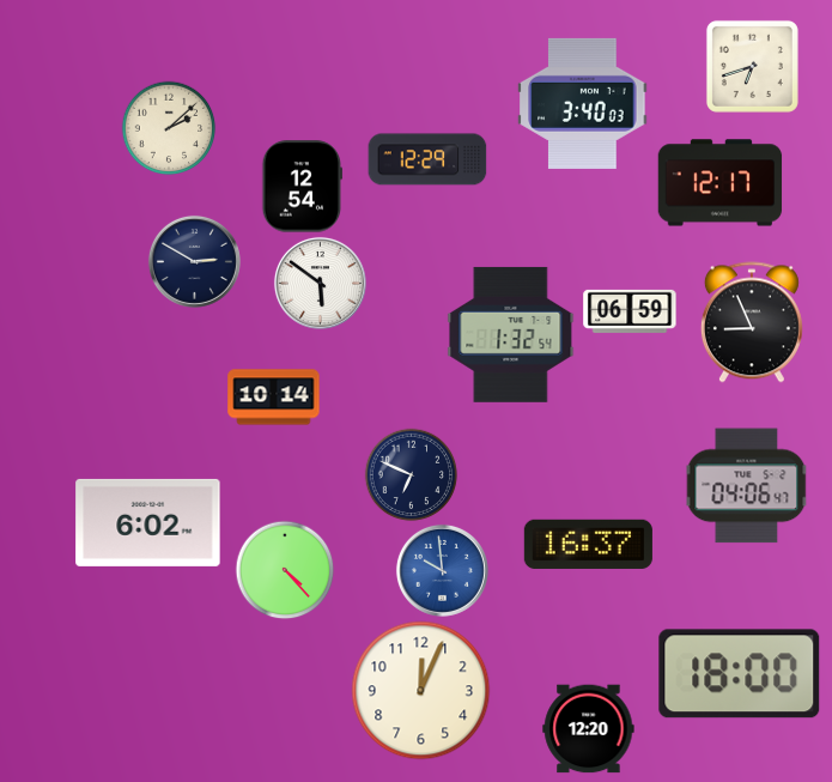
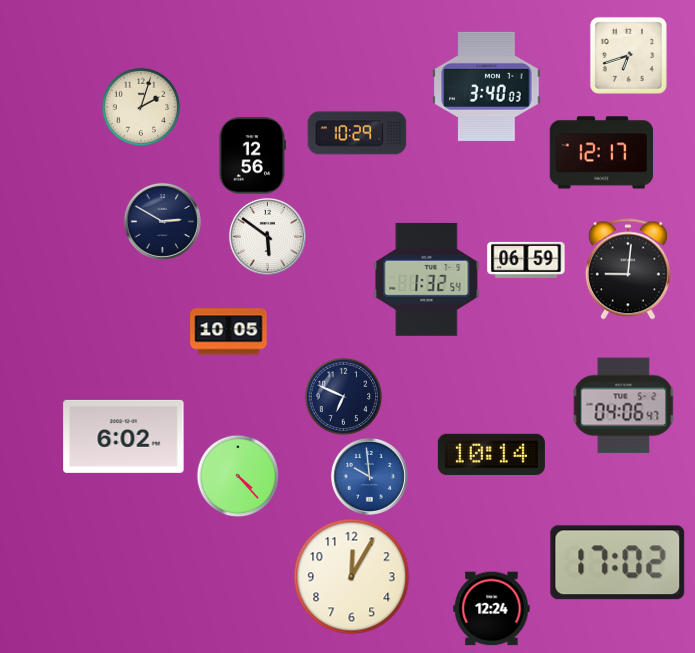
clock at (169, 128): 2:08 -> 2:03
clock at (427, 159): 12:29 -> 10:29
clock at (302, 187): 12:54 -> 12:56
clock at (194, 261) position: (194, 261) -> (162, 221)
clock at (752, 322): 8:56 -> 9:01
clock at (274, 398): 10:14 -> 10:05
clock at (588, 544): 16:37 -> 10:14
clock at (740, 674): 18:00 -> 17:02
clock at (421, 691): 12:04 -> 12:05
clock at (589, 729): 12:20 -> 12:24
